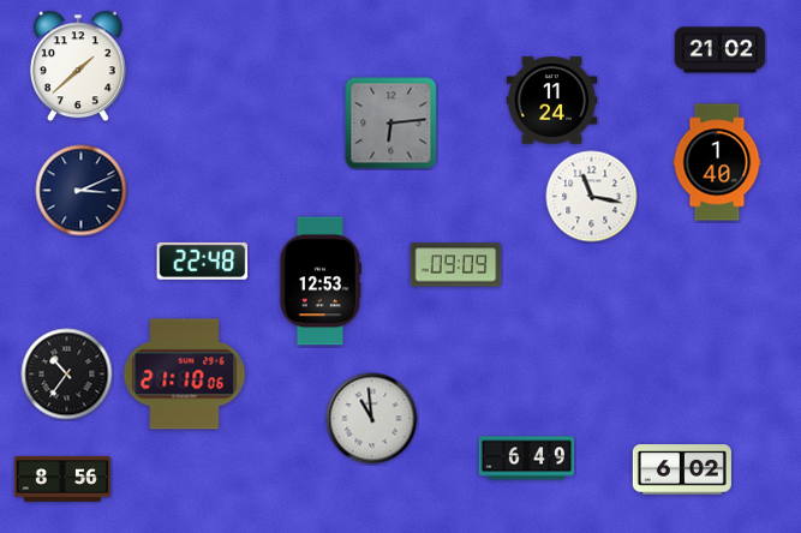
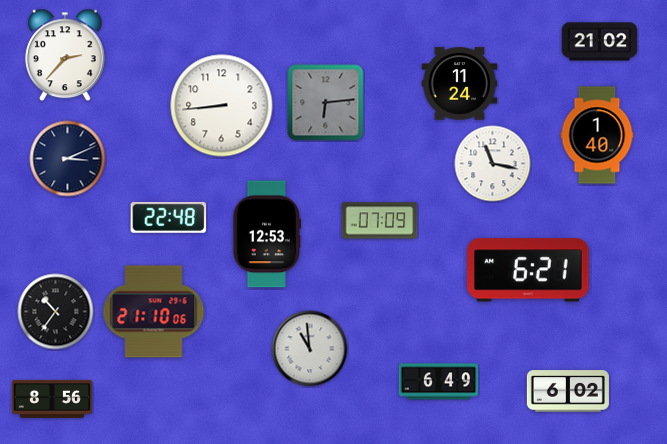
clock at (78, 66): 1:38 -> 2:37
clock at (222, 106): none -> 8:44
clock at (456, 265): 09:09 -> 07:09
clock at (528, 270): none -> 6:21
